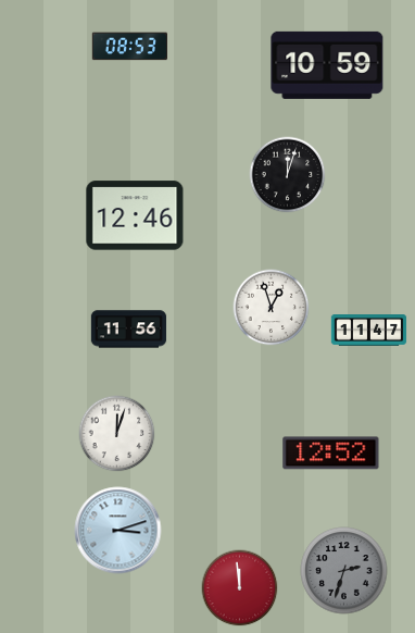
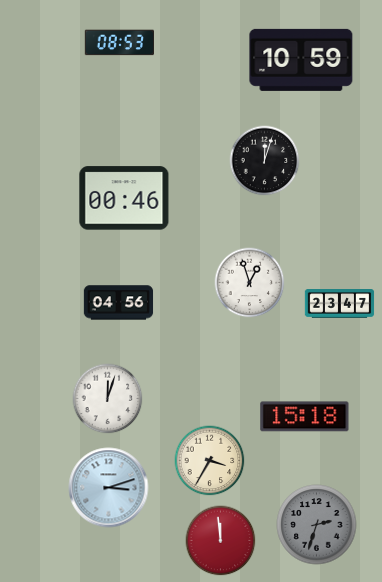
clock at (135, 215): 12:46 -> 00:46
clock at (129, 330): 11:56 -> 04:56
clock at (369, 331): 11:47 -> 23:47
clock at (331, 454): 12:52 -> 15:18
clock at (210, 461): none -> 3:35
